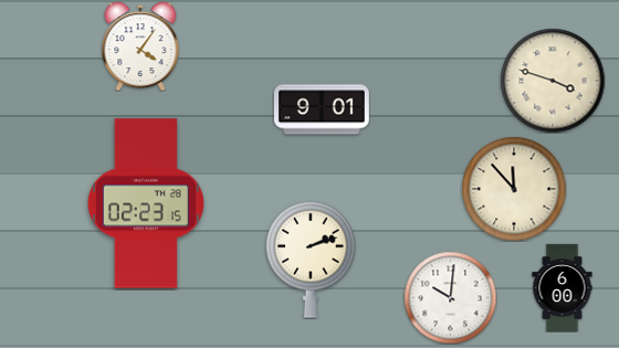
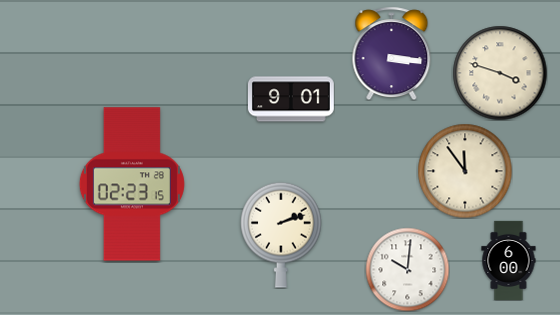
clock at (140, 46): 4:06 -> none
clock at (392, 53): none -> 3:16
clock at (514, 189): 11:53 -> 11:54
